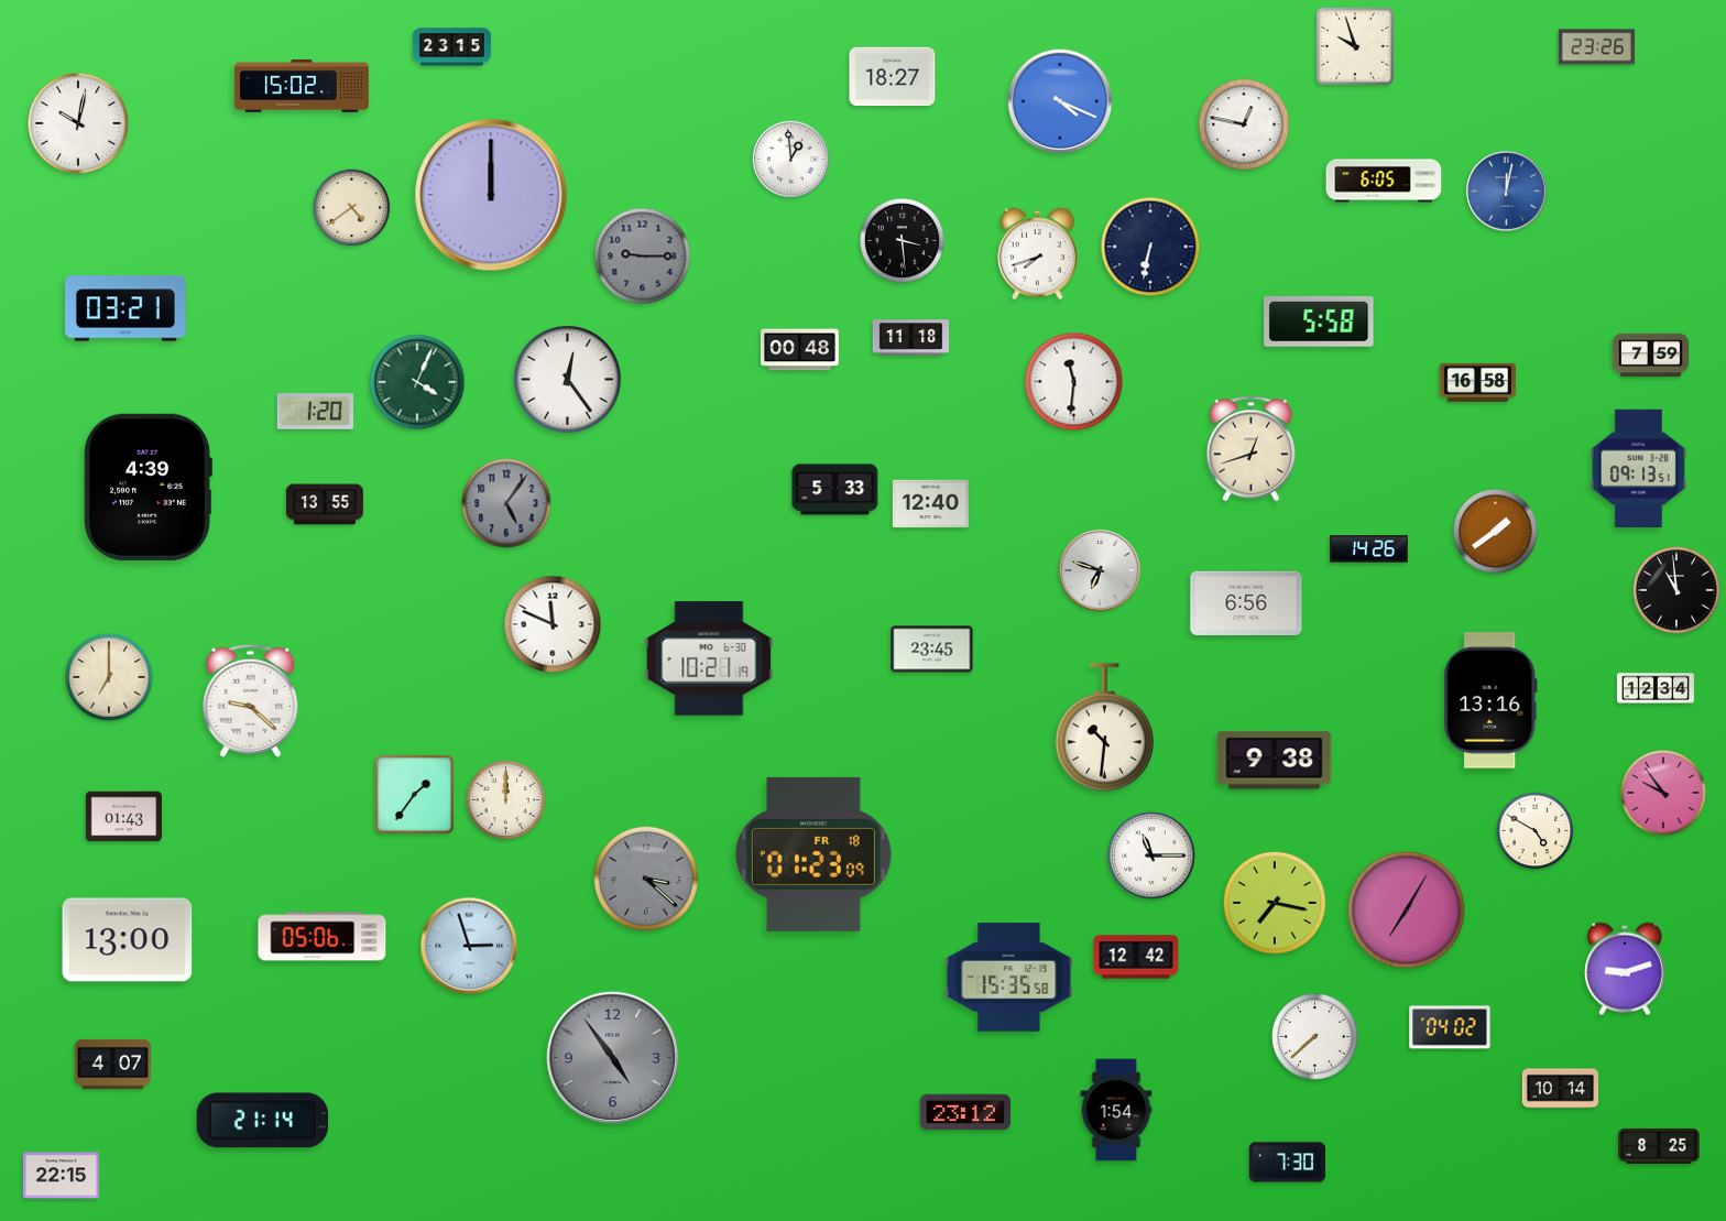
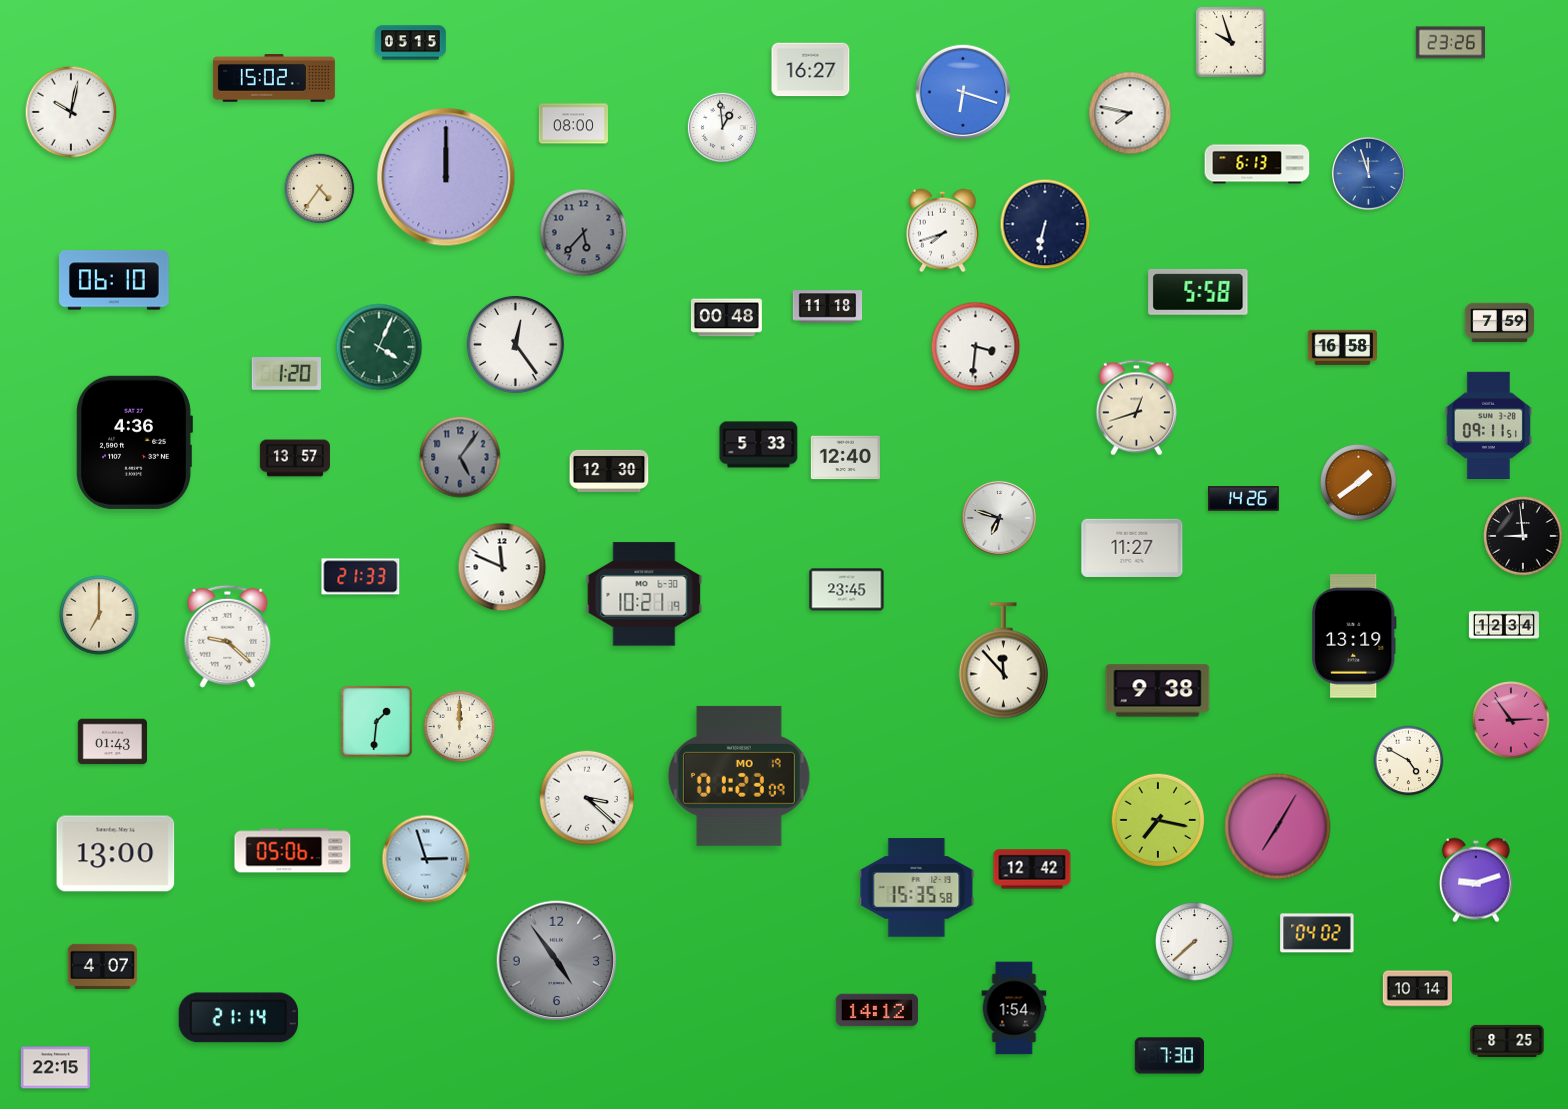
clock at (451, 47): 23:15 -> 05:15
clock at (893, 77): 18:27 -> 16:27
clock at (1059, 100): 4:19 -> 6:18
clock at (1244, 124): 12:47 -> 7:47
clock at (573, 124): none -> 08:00
clock at (790, 159) position: (790, 159) -> (722, 127)
clock at (1384, 181): 6:05 -> 6:13
clock at (1507, 192): 12:02 -> 11:57
clock at (352, 208): 4:39 -> 4:36
clock at (903, 241): 3:29 -> none
clock at (643, 257): 9:15 -> 5:37
clock at (127, 308): 03:21 -> 06:10
clock at (1074, 382): 11:31 -> 3:31
clock at (1638, 468): 09:13 -> 09:11
clock at (148, 487): 4:39 -> 4:36
clock at (325, 504): 13:55 -> 13:57
clock at (609, 471): none -> 12:30
clock at (1676, 590): 10:59 -> 8:59
clock at (1246, 603): 6:56 -> 11:27
clock at (361, 577): none -> 21:33
clock at (709, 658) position: (709, 658) -> (644, 594)
clock at (1490, 700): 13:16 -> 13:19
clock at (1104, 728): 10:31 -> 11:53
clock at (1663, 793): 9:54 -> 2:54
clock at (414, 794): 1:36 -> 1:31
clock at (1536, 831) position: (1536, 831) -> (1409, 761)
clock at (813, 854) date: FR 18 -> MO 19
clock at (1151, 855): 11:15 -> none
clock at (646, 879) dial: grey -> white
clock at (965, 1112): 23:12 -> 14:12
